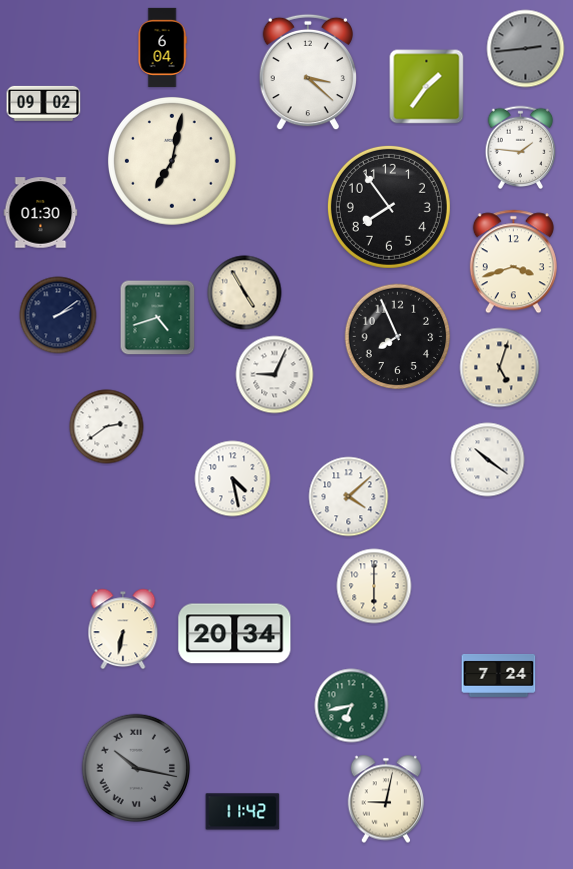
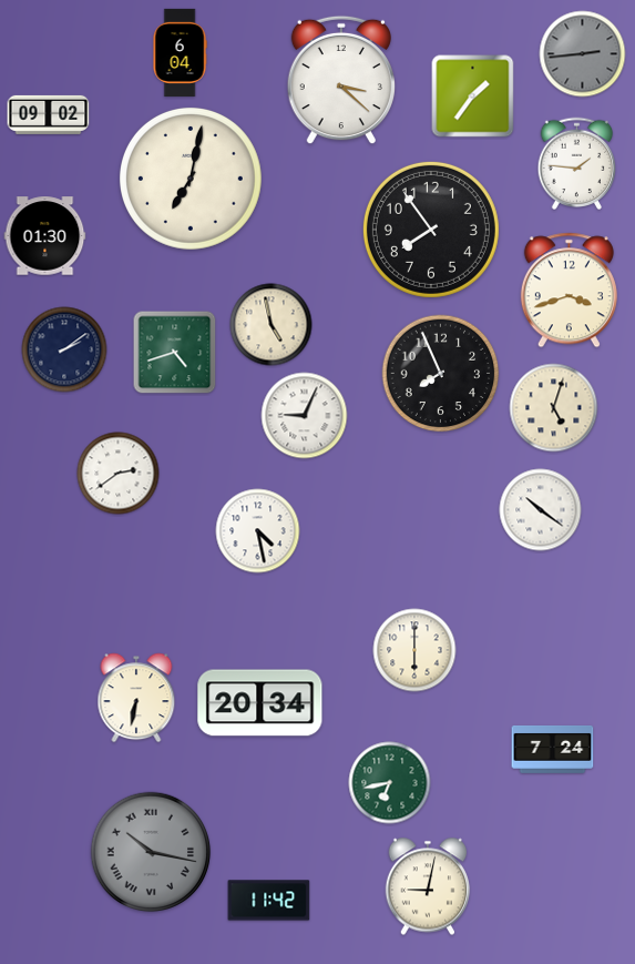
clock at (245, 293): 4:55 -> 4:58
clock at (349, 497): 4:08 -> none
